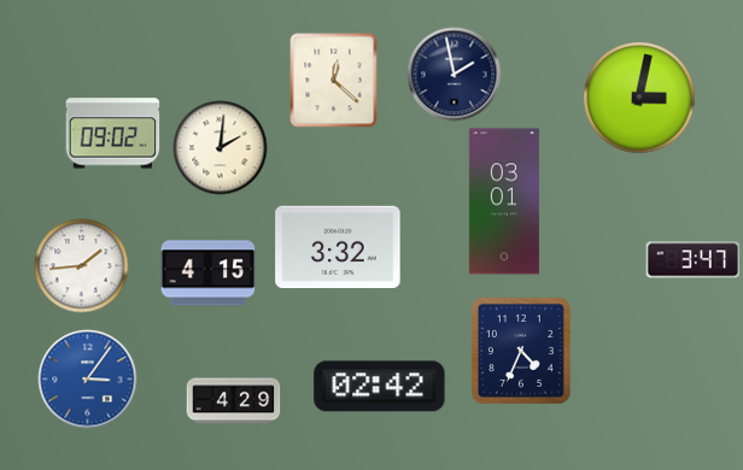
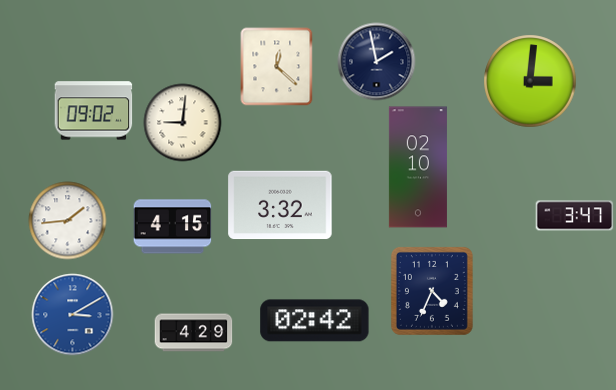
clock at (639, 98): 3:02 -> 3:01
clock at (220, 147): 2:01 -> 9:01
clock at (504, 201): 03:01 -> 02:10
clock at (87, 378): 3:06 -> 3:10
